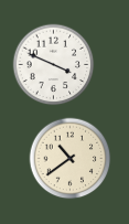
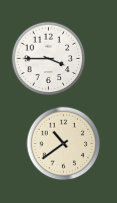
clock at (54, 65): 3:49 -> 3:45
